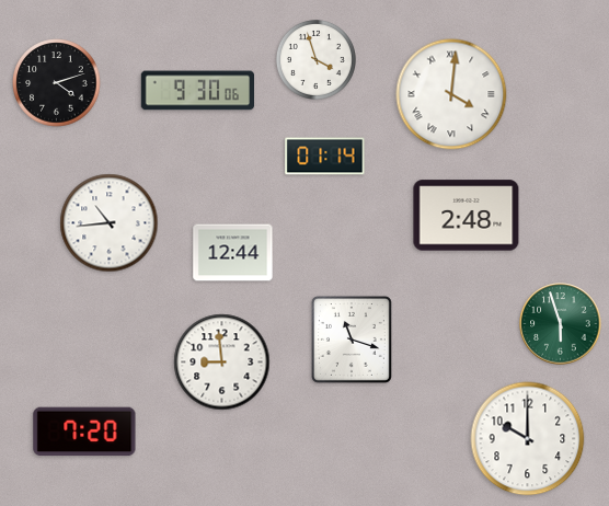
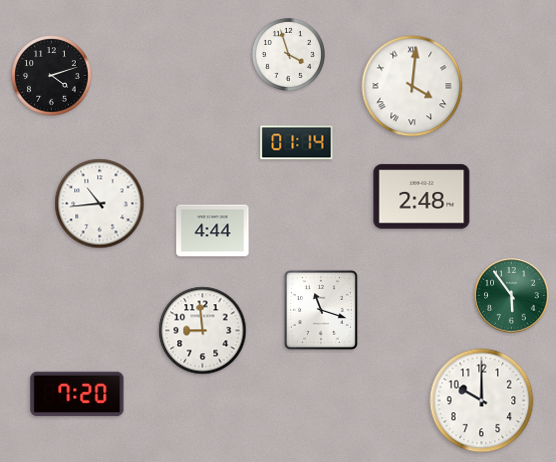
clock at (198, 91): 9:30 -> none
clock at (467, 216) position: (467, 216) -> (422, 197)
clock at (233, 253): 12:44 -> 4:44
clock at (561, 324): 5:57 -> 5:54
